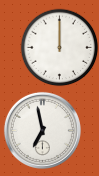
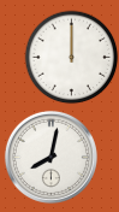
clock at (42, 130): 6:58 -> 8:02
